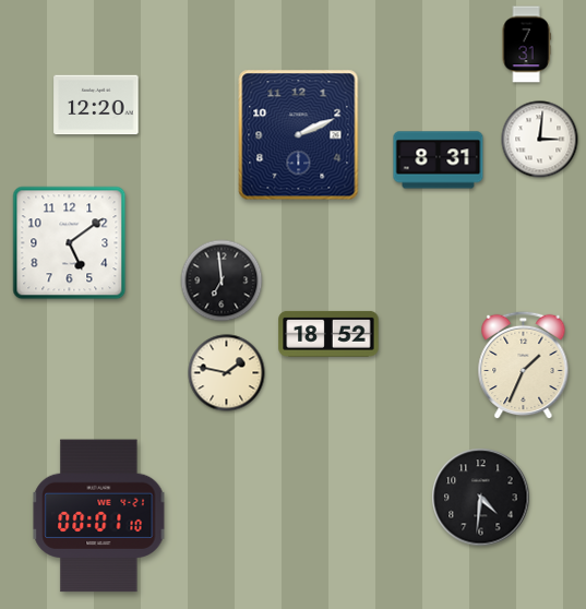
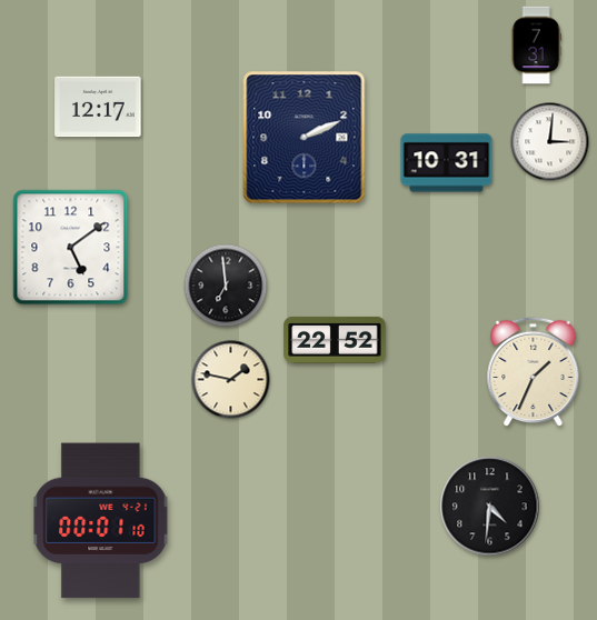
clock at (96, 105): 12:20 -> 12:17
clock at (439, 160): 8:31 -> 10:31
clock at (328, 334): 18:52 -> 22:52
clock at (99, 516) position: (99, 516) -> (101, 521)
